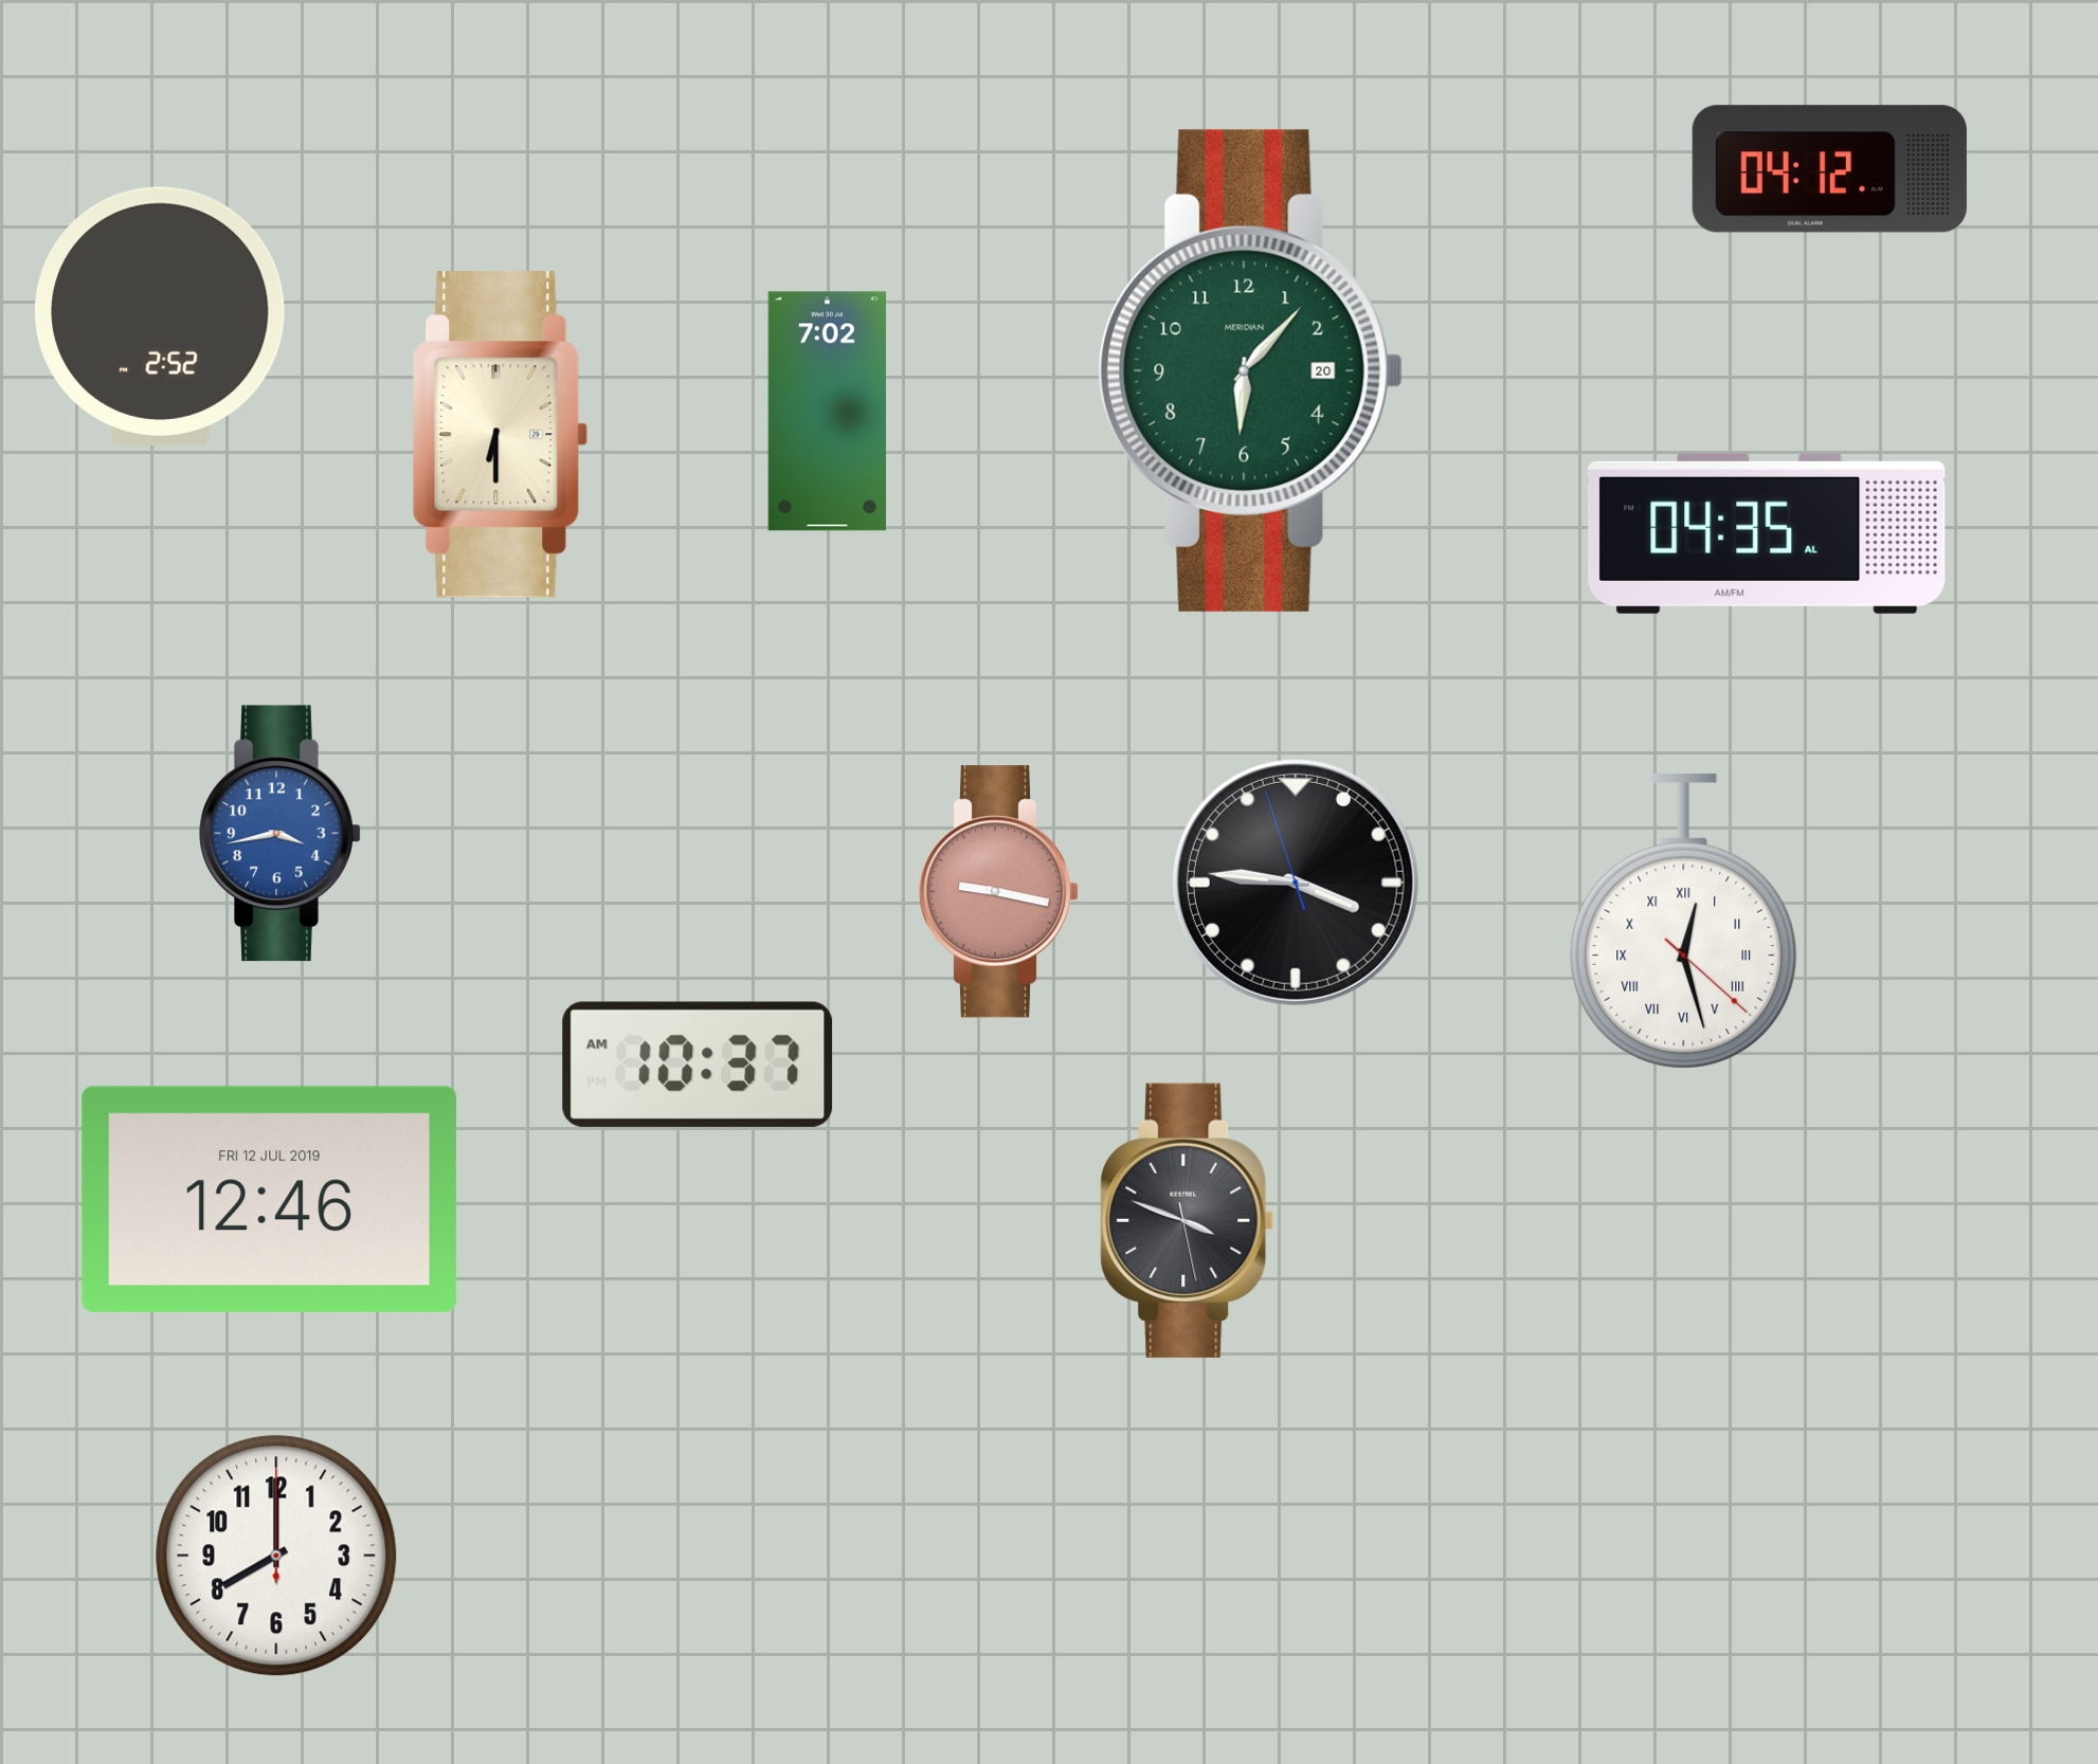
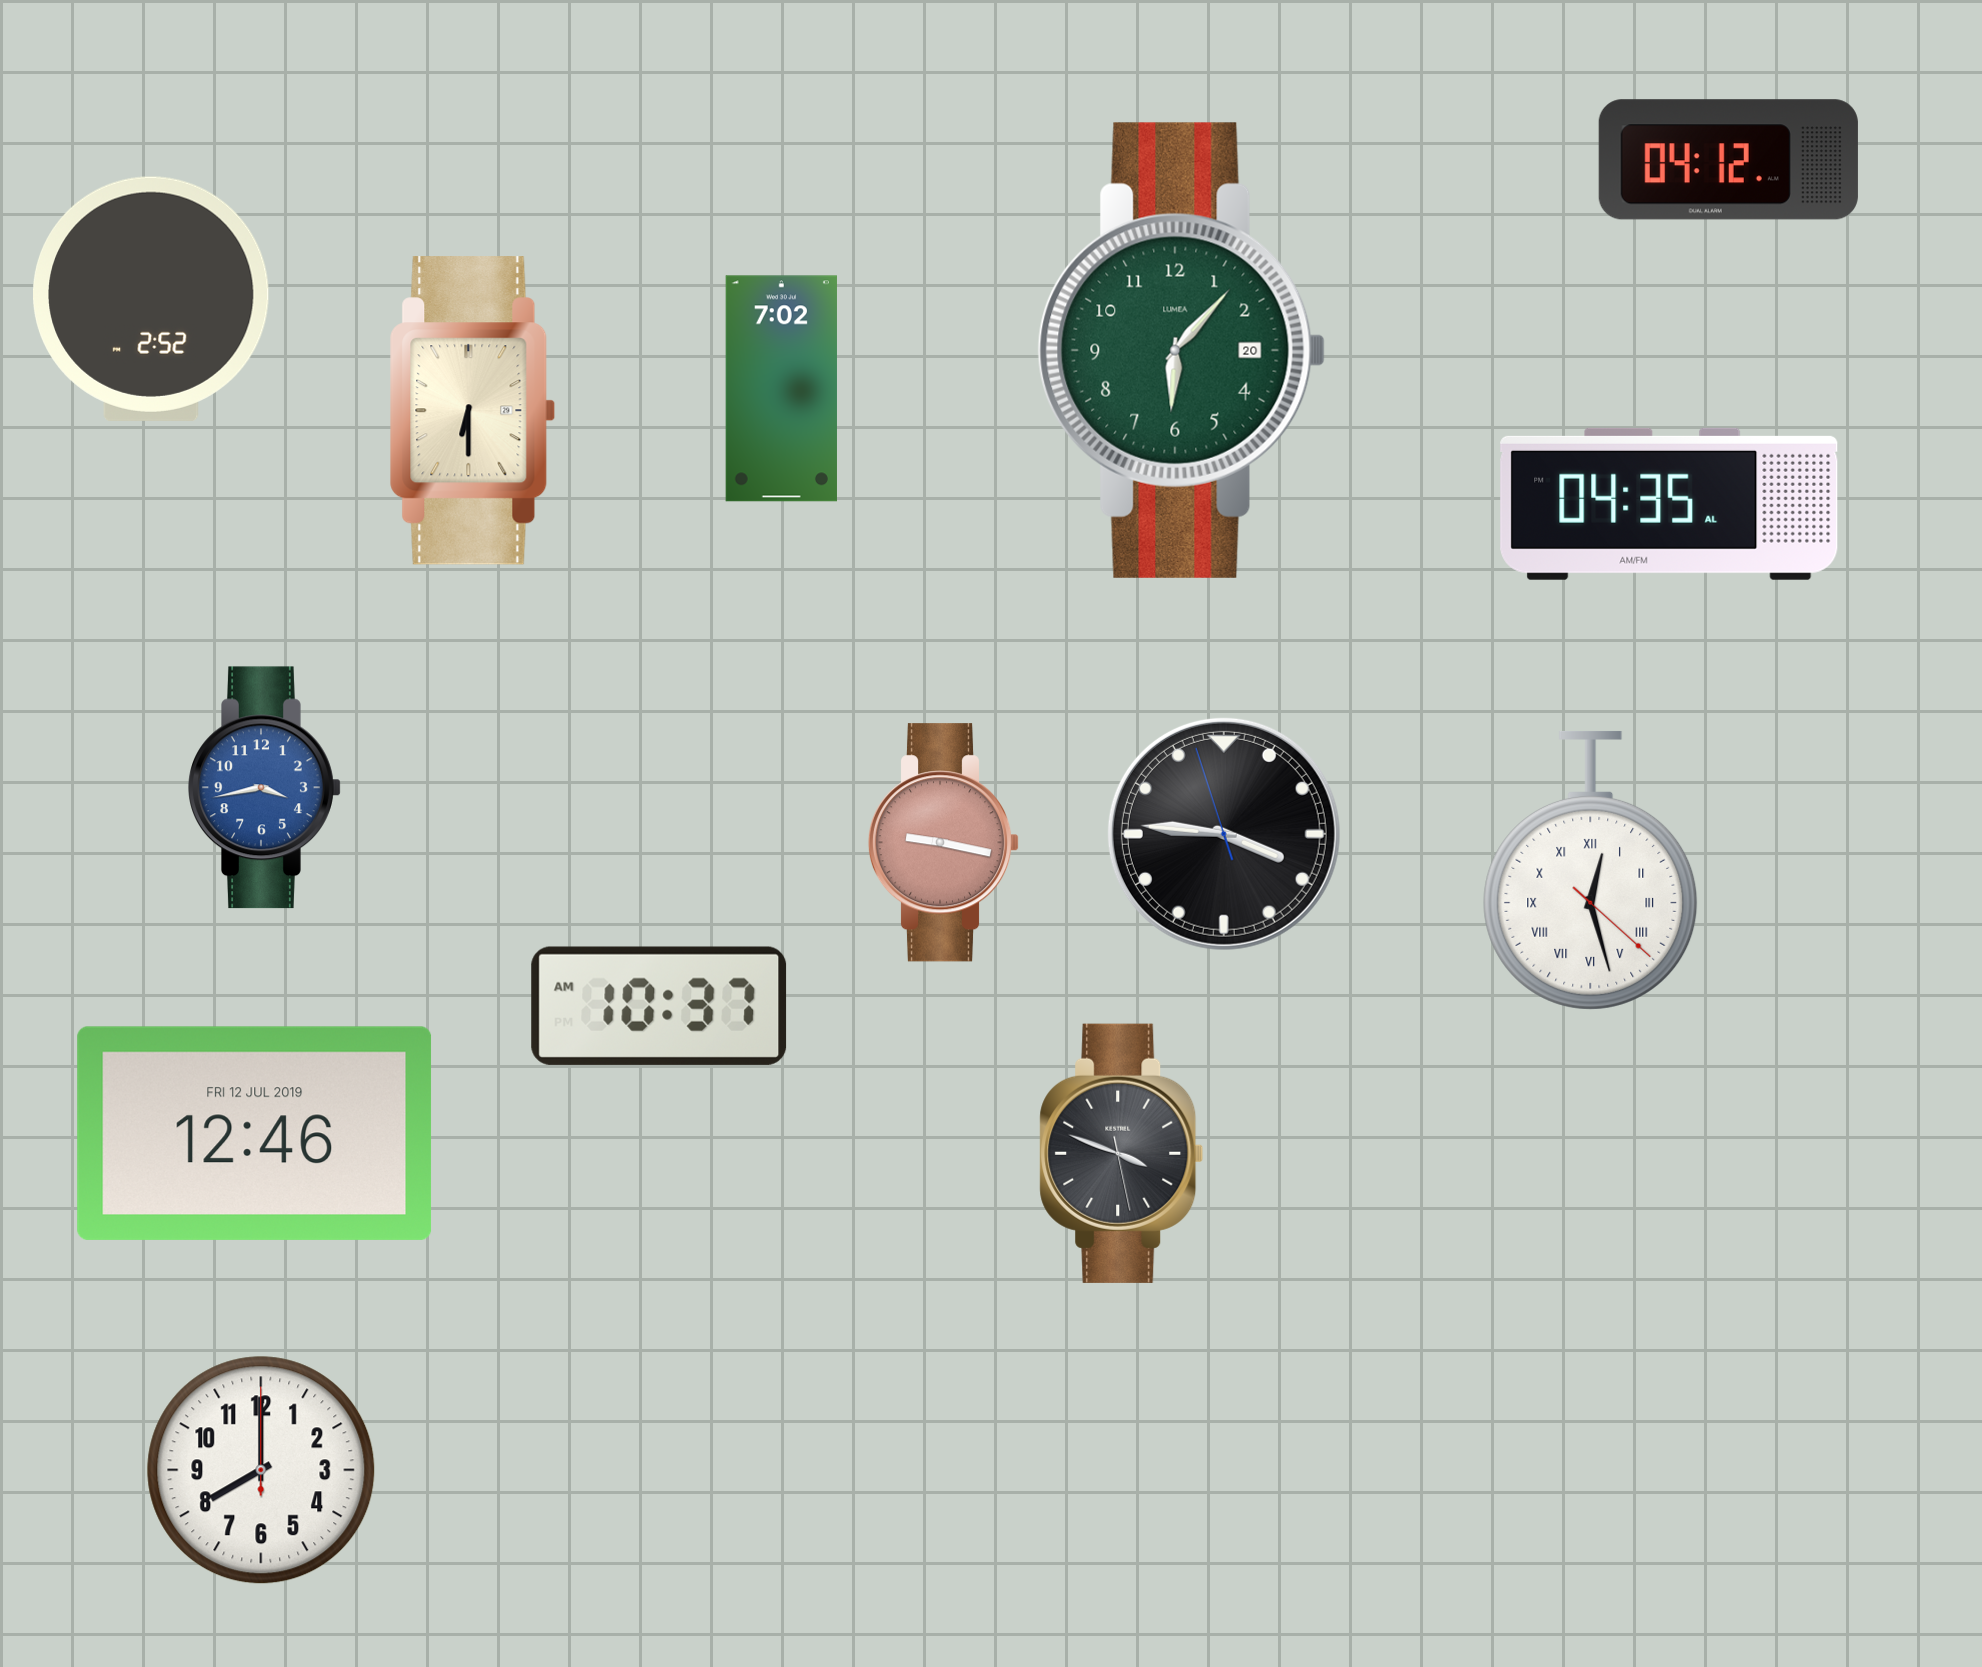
clock at (1250, 370) brand: MERIDIAN -> LUMEA
